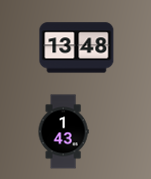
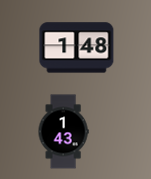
clock at (77, 48): 13:48 -> 1:48
